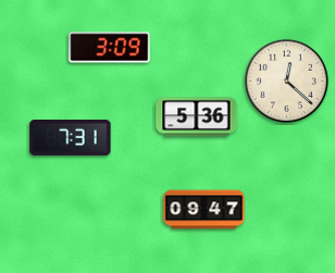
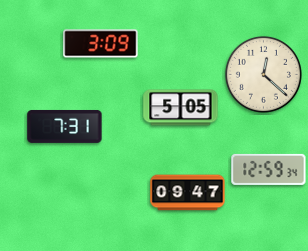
clock at (197, 117): 5:36 -> 5:05
clock at (269, 169): none -> 12:59
